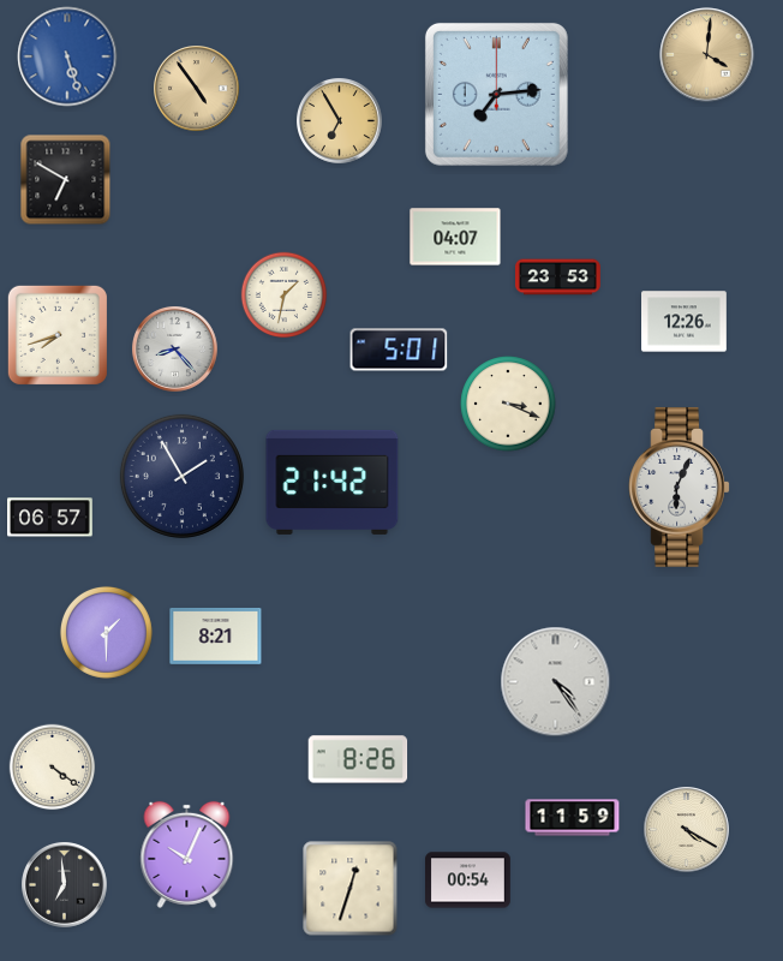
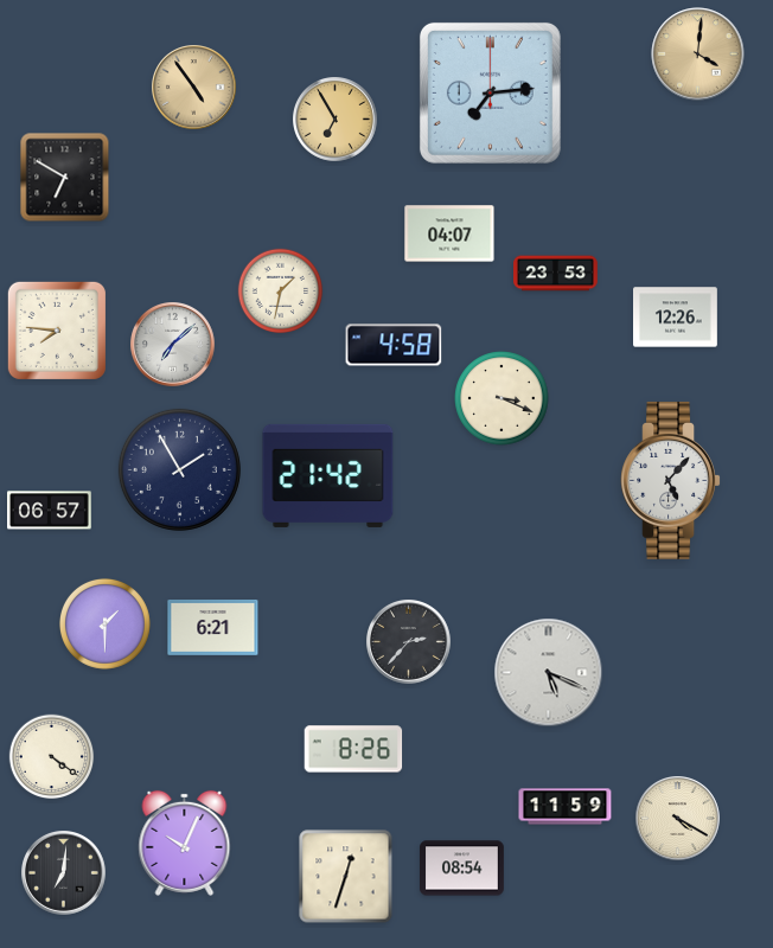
clock at (67, 56): 5:27 -> none
clock at (558, 277) position: (558, 277) -> (556, 274)
clock at (58, 335): 7:42 -> 7:46
clock at (175, 350): 8:23 -> 7:08
clock at (399, 350): 5:01 -> 4:58
clock at (679, 487): 6:04 -> 5:07
clock at (216, 637): 8:21 -> 6:21
clock at (409, 642): none -> 2:37
clock at (556, 682): 4:24 -> 5:19
clock at (468, 881): 00:54 -> 08:54
clock at (65, 885): 6:59 -> 7:01
